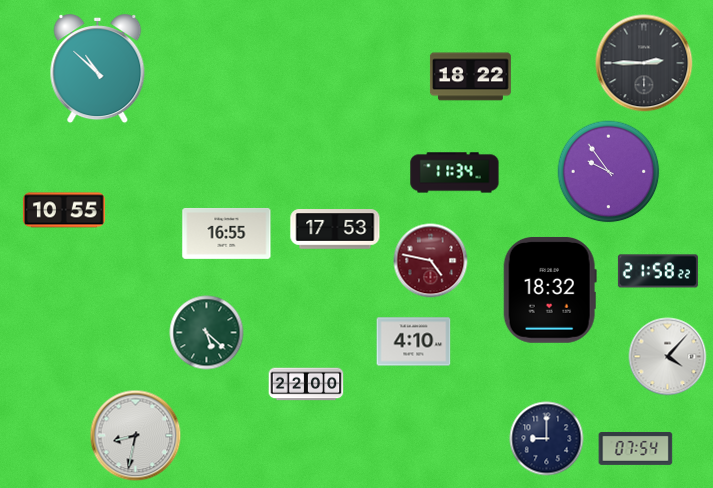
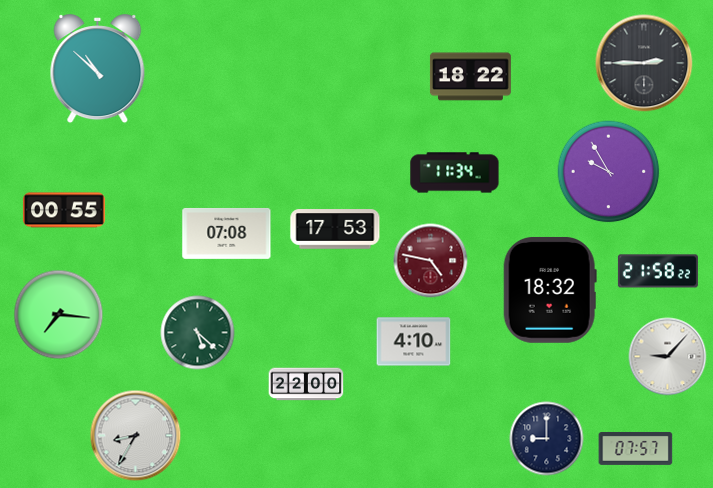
clock at (609, 172): 9:54 -> 9:55
clock at (64, 210): 10:55 -> 00:55
clock at (227, 233): 16:55 -> 07:08
clock at (59, 315): none -> 7:16
clock at (207, 333) position: (207, 333) -> (198, 333)
clock at (668, 357): 4:07 -> 9:07
clock at (136, 436): 8:32 -> 8:35
clock at (636, 448): 07:54 -> 07:57
